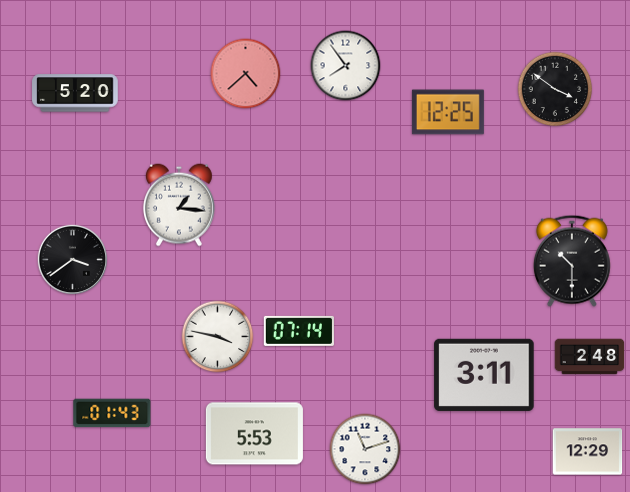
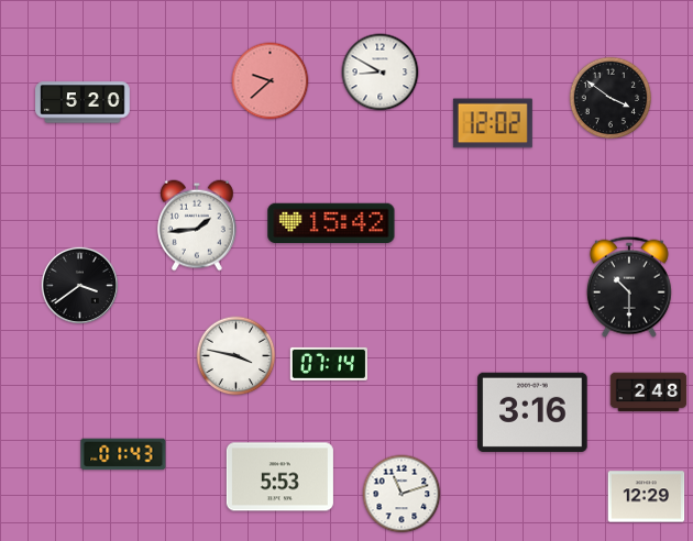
clock at (346, 66): 7:54 -> 8:50
clock at (246, 74): 4:38 -> 9:38
clock at (448, 112): 12:25 -> 12:02
clock at (331, 223): none -> 15:42
clock at (179, 205): 1:16 -> 1:44
clock at (218, 337) position: (218, 337) -> (237, 356)
clock at (484, 375): 3:11 -> 3:16
